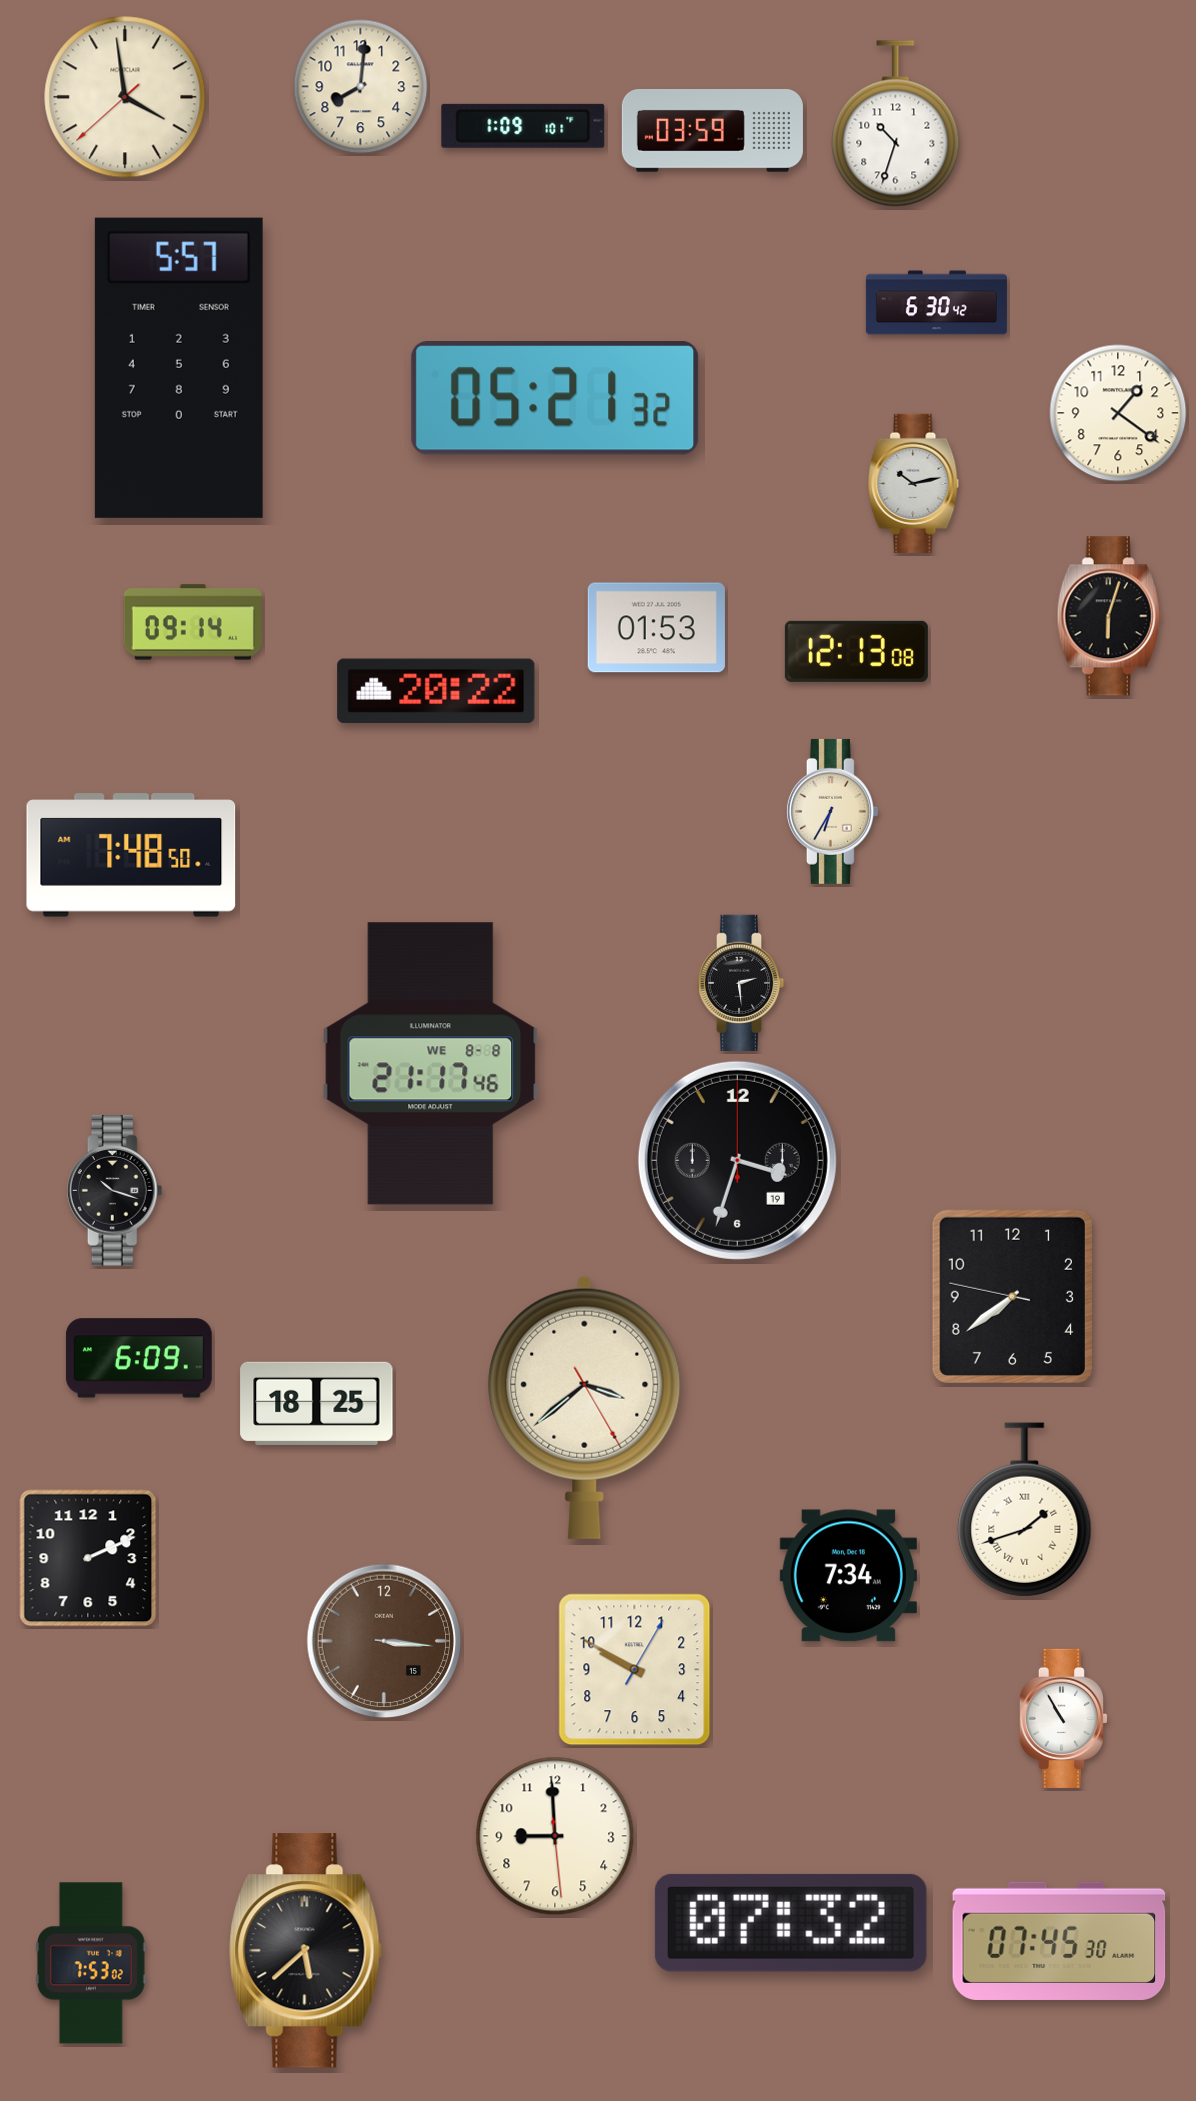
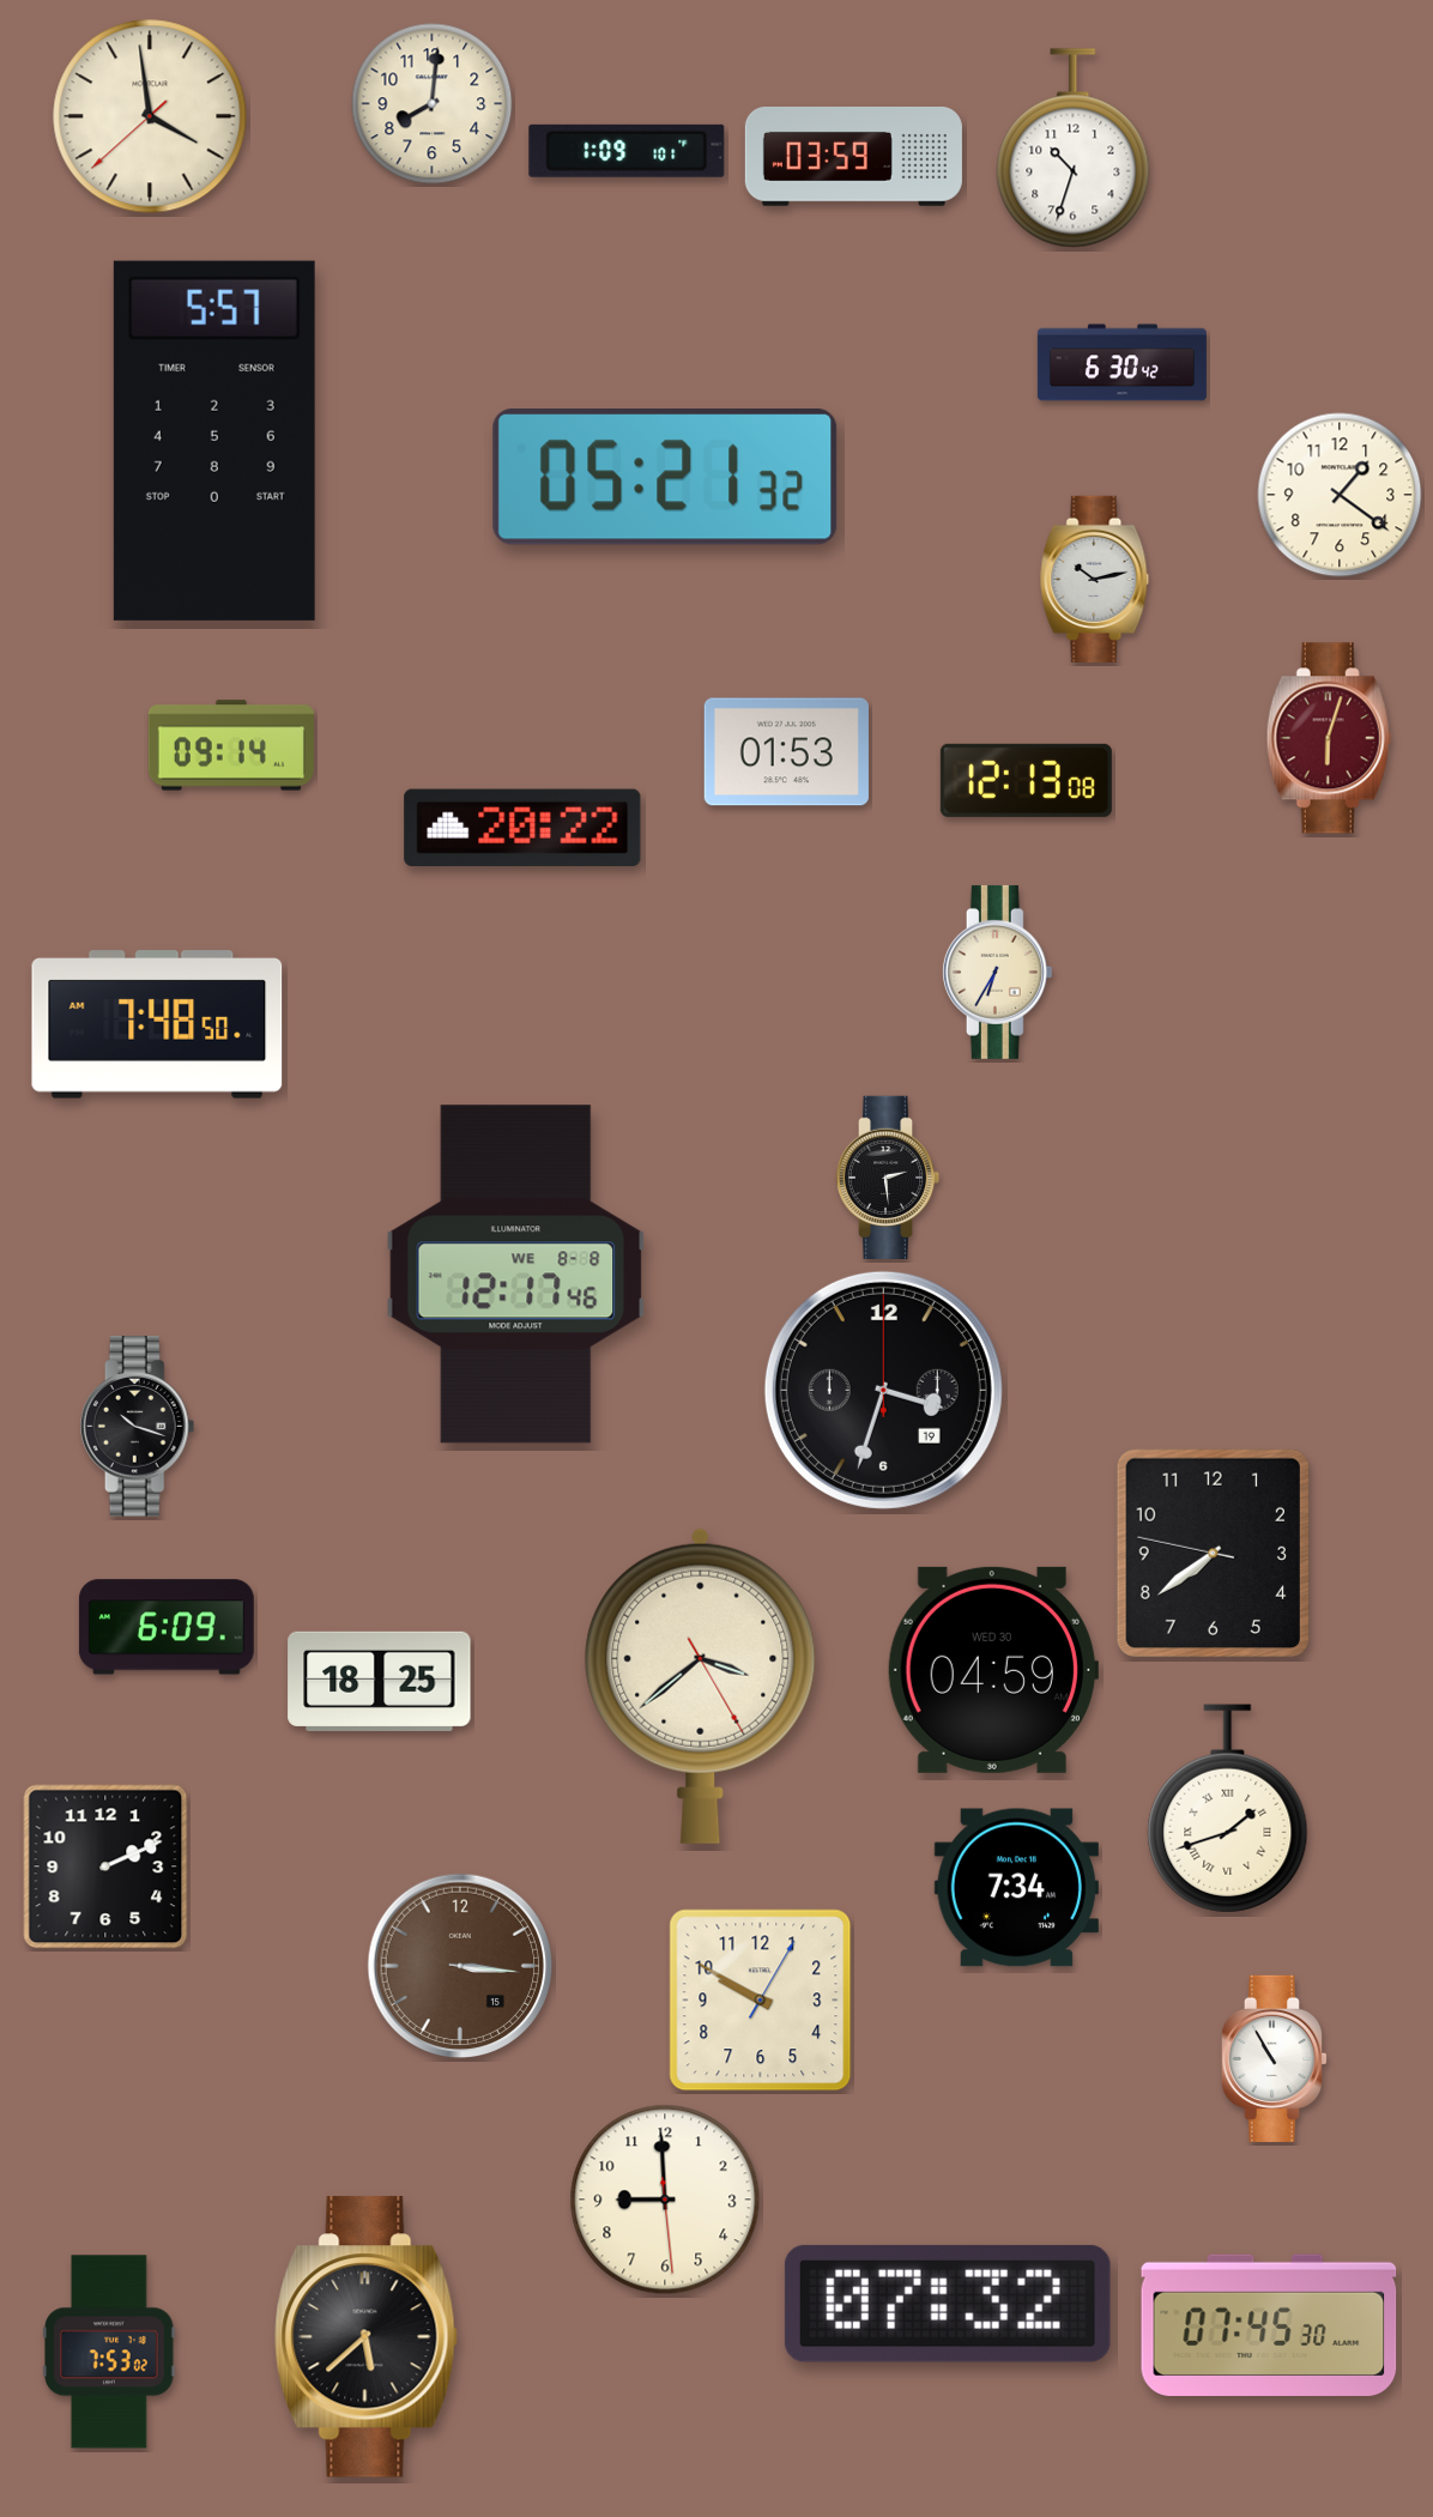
clock at (1109, 616) dial: black -> burgundy
clock at (431, 1064): 21:17 -> 12:17
clock at (992, 1670): none -> 04:59
